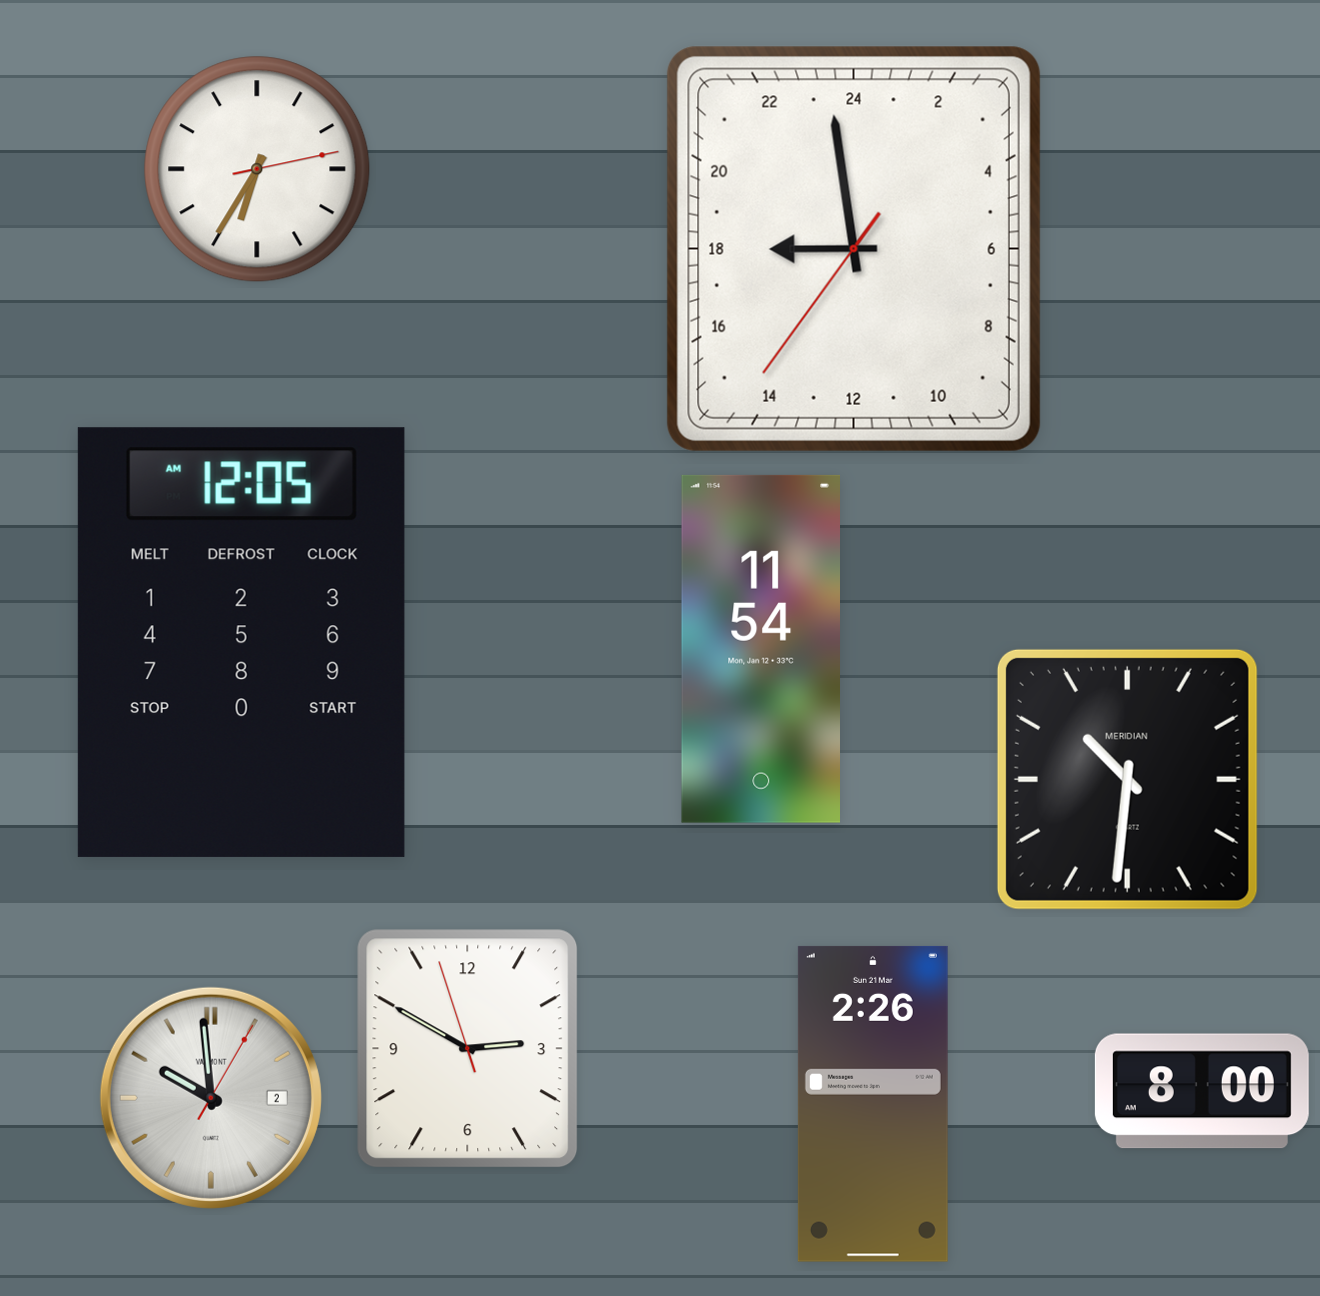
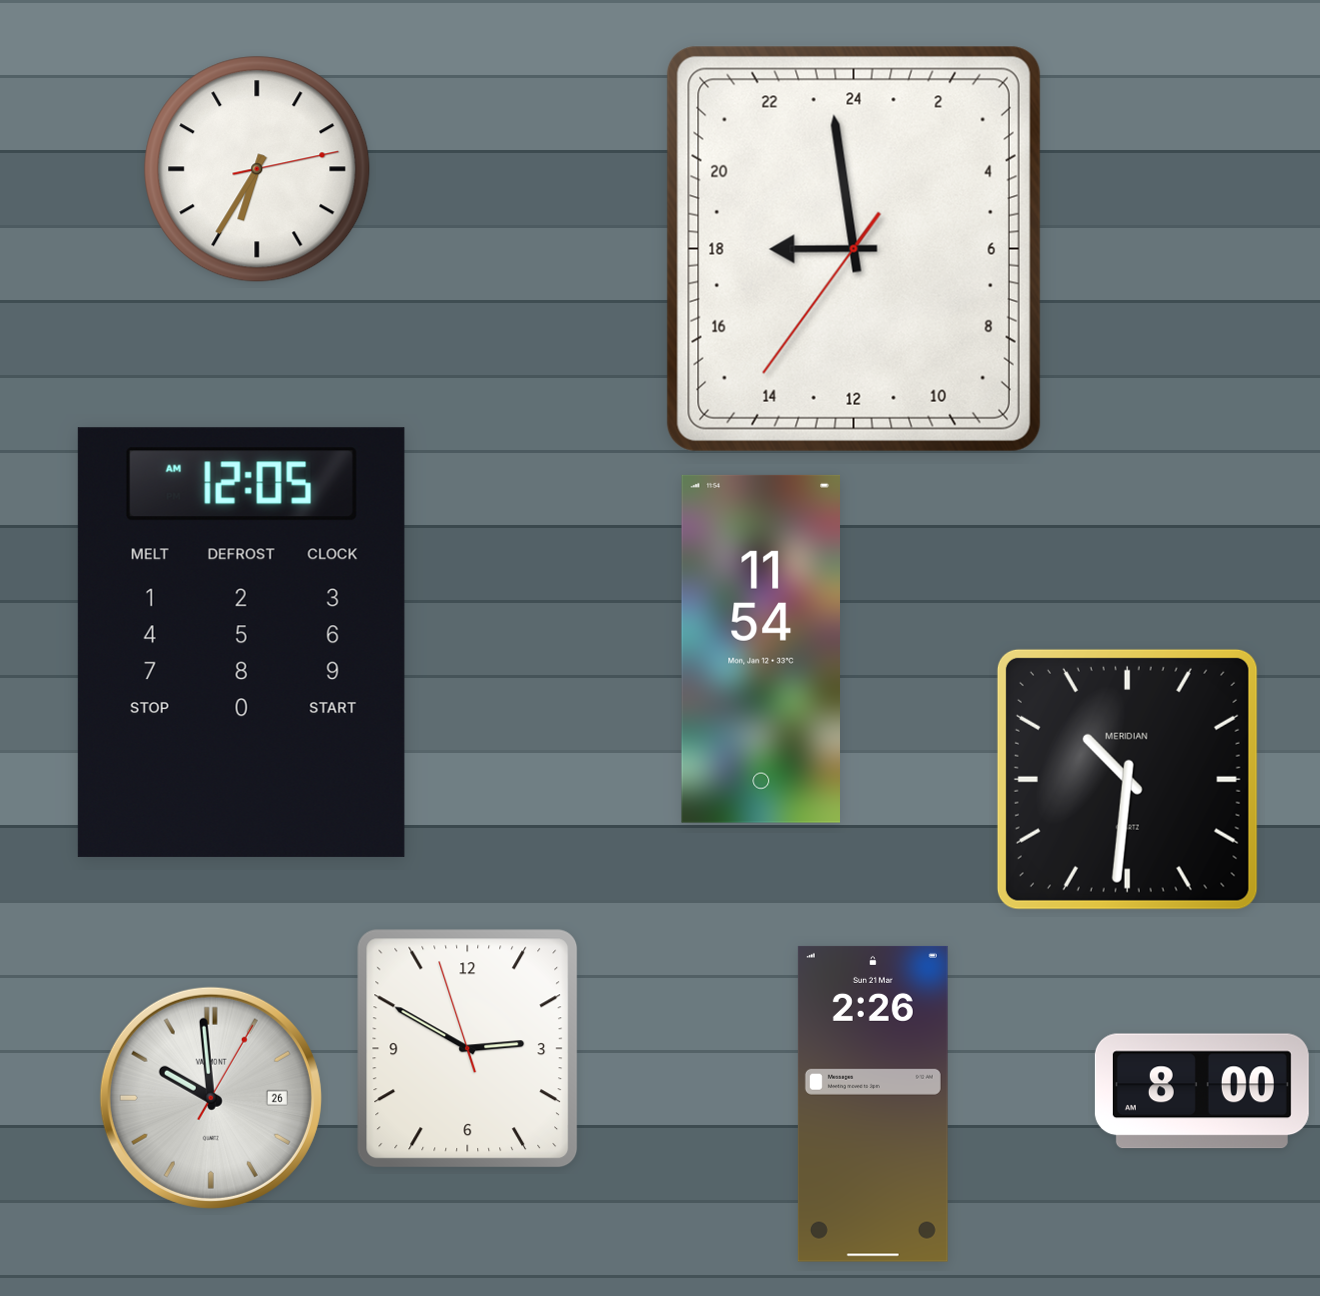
clock at (211, 1098) date: 2 -> 26
